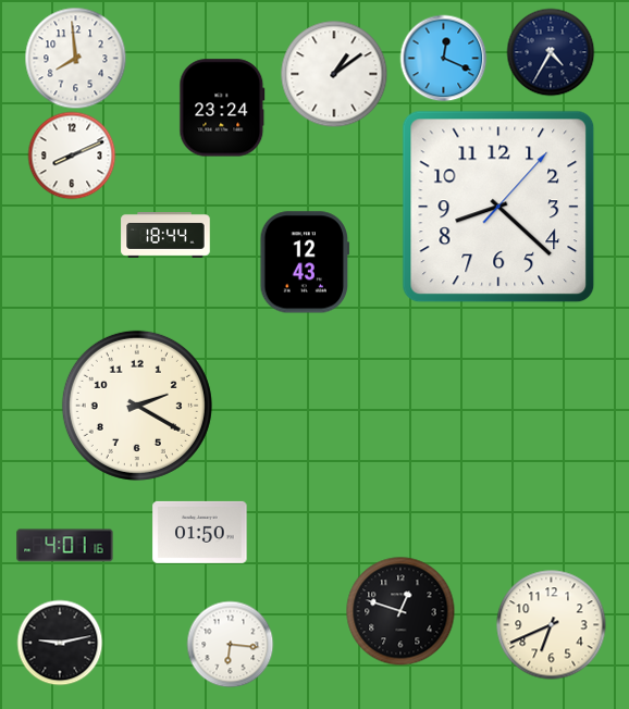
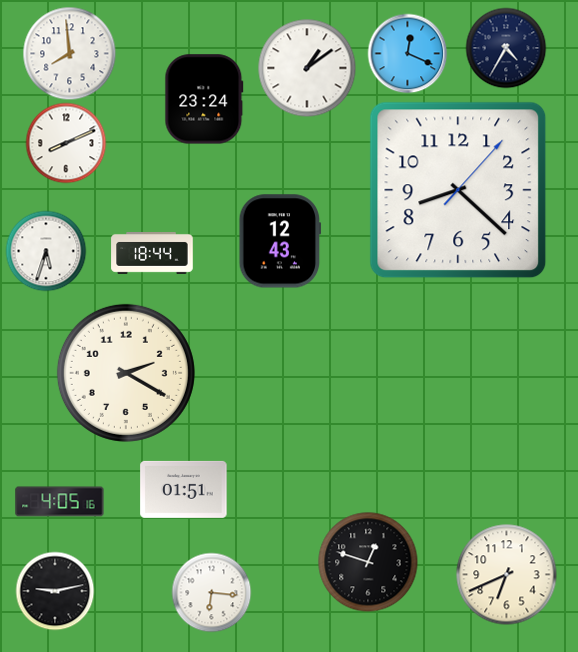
clock at (165, 236) position: (165, 236) -> (152, 254)
clock at (46, 251): none -> 5:33
clock at (200, 532): 01:50 -> 01:51
clock at (65, 546): 4:01 -> 4:05
